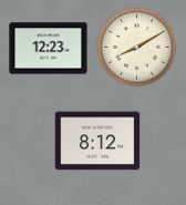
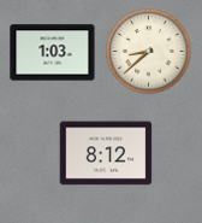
clock at (137, 48): 8:10 -> 8:38
clock at (49, 49): 12:23 -> 1:03
